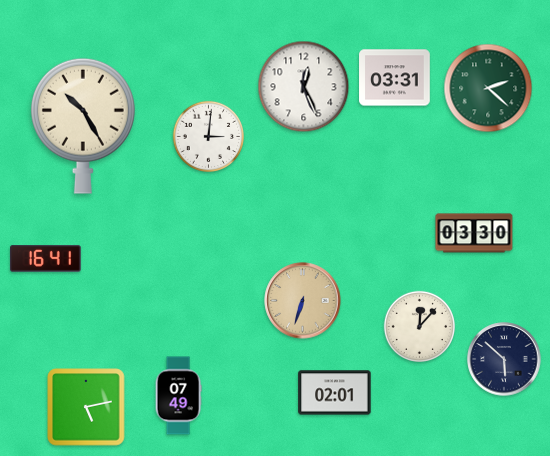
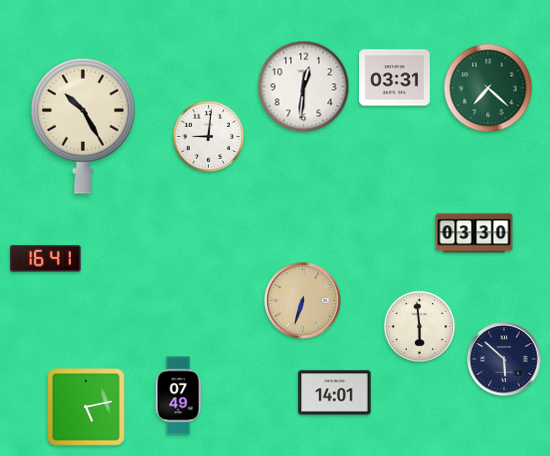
clock at (304, 87): 12:26 -> 12:31
clock at (488, 88): 2:22 -> 7:22
clock at (208, 136): 3:01 -> 9:01
clock at (419, 326): 12:07 -> 5:59
clock at (335, 393): 02:01 -> 14:01
